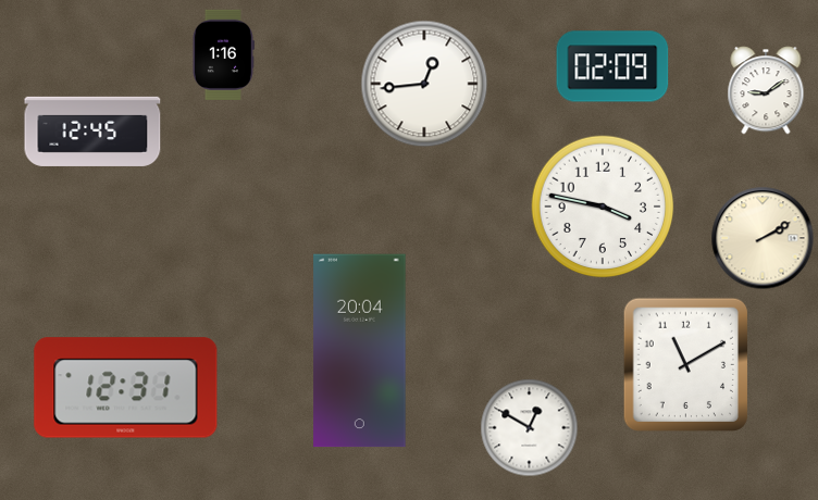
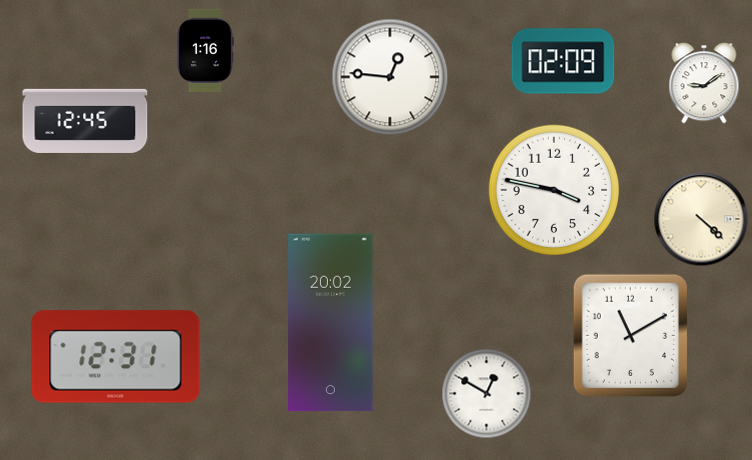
clock at (424, 84): 12:44 -> 12:46
clock at (763, 238): 2:10 -> 4:22
clock at (360, 351): 20:04 -> 20:02
